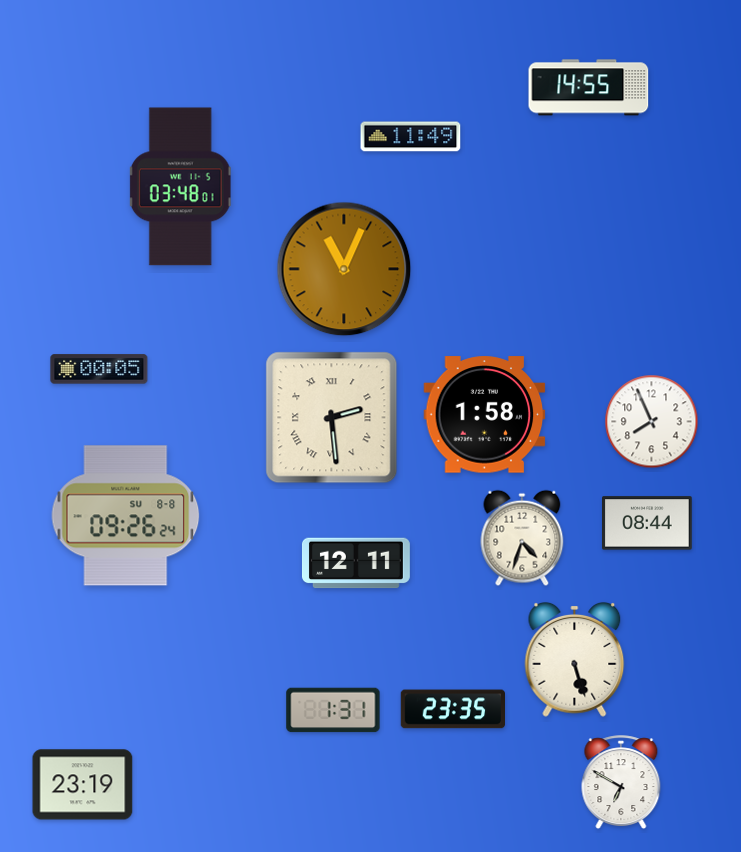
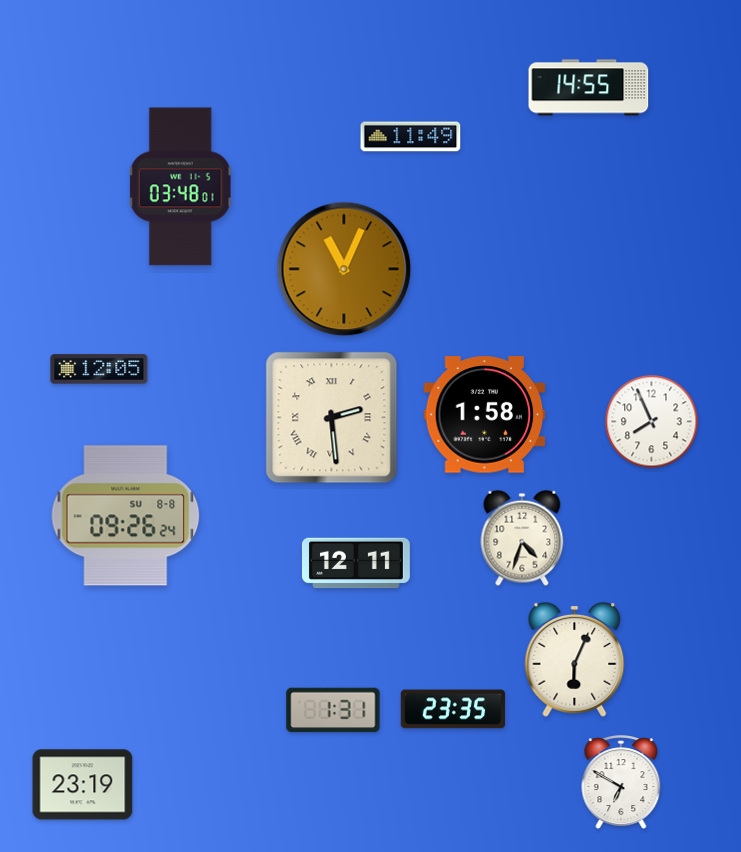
clock at (99, 369): 00:05 -> 12:05
clock at (648, 523): 08:44 -> none
clock at (575, 660): 5:27 -> 6:04
